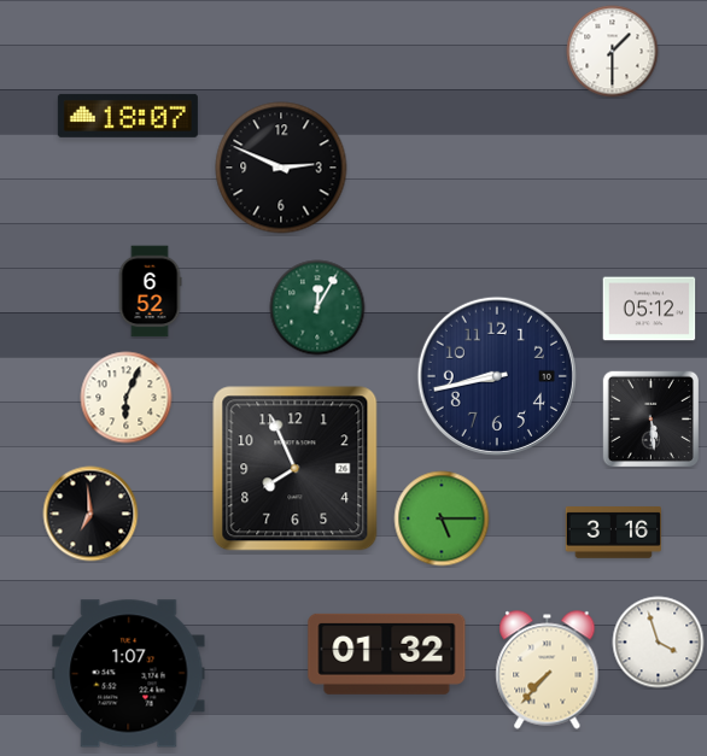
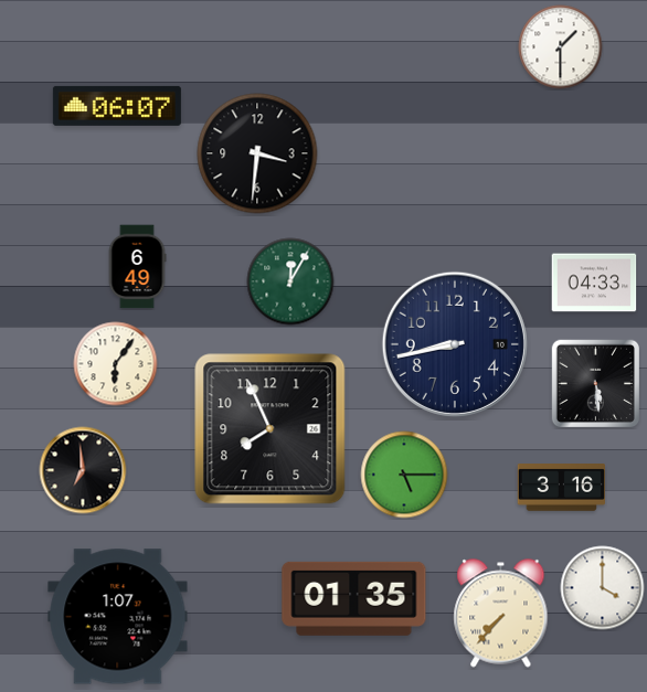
clock at (128, 116): 18:07 -> 06:07
clock at (281, 168): 2:49 -> 3:31
clock at (150, 292): 6:52 -> 6:49
clock at (649, 309): 05:12 -> 04:33
clock at (127, 398): 6:04 -> 6:06
clock at (659, 643): 3:57 -> 4:00
clock at (387, 654): 01:32 -> 01:35
